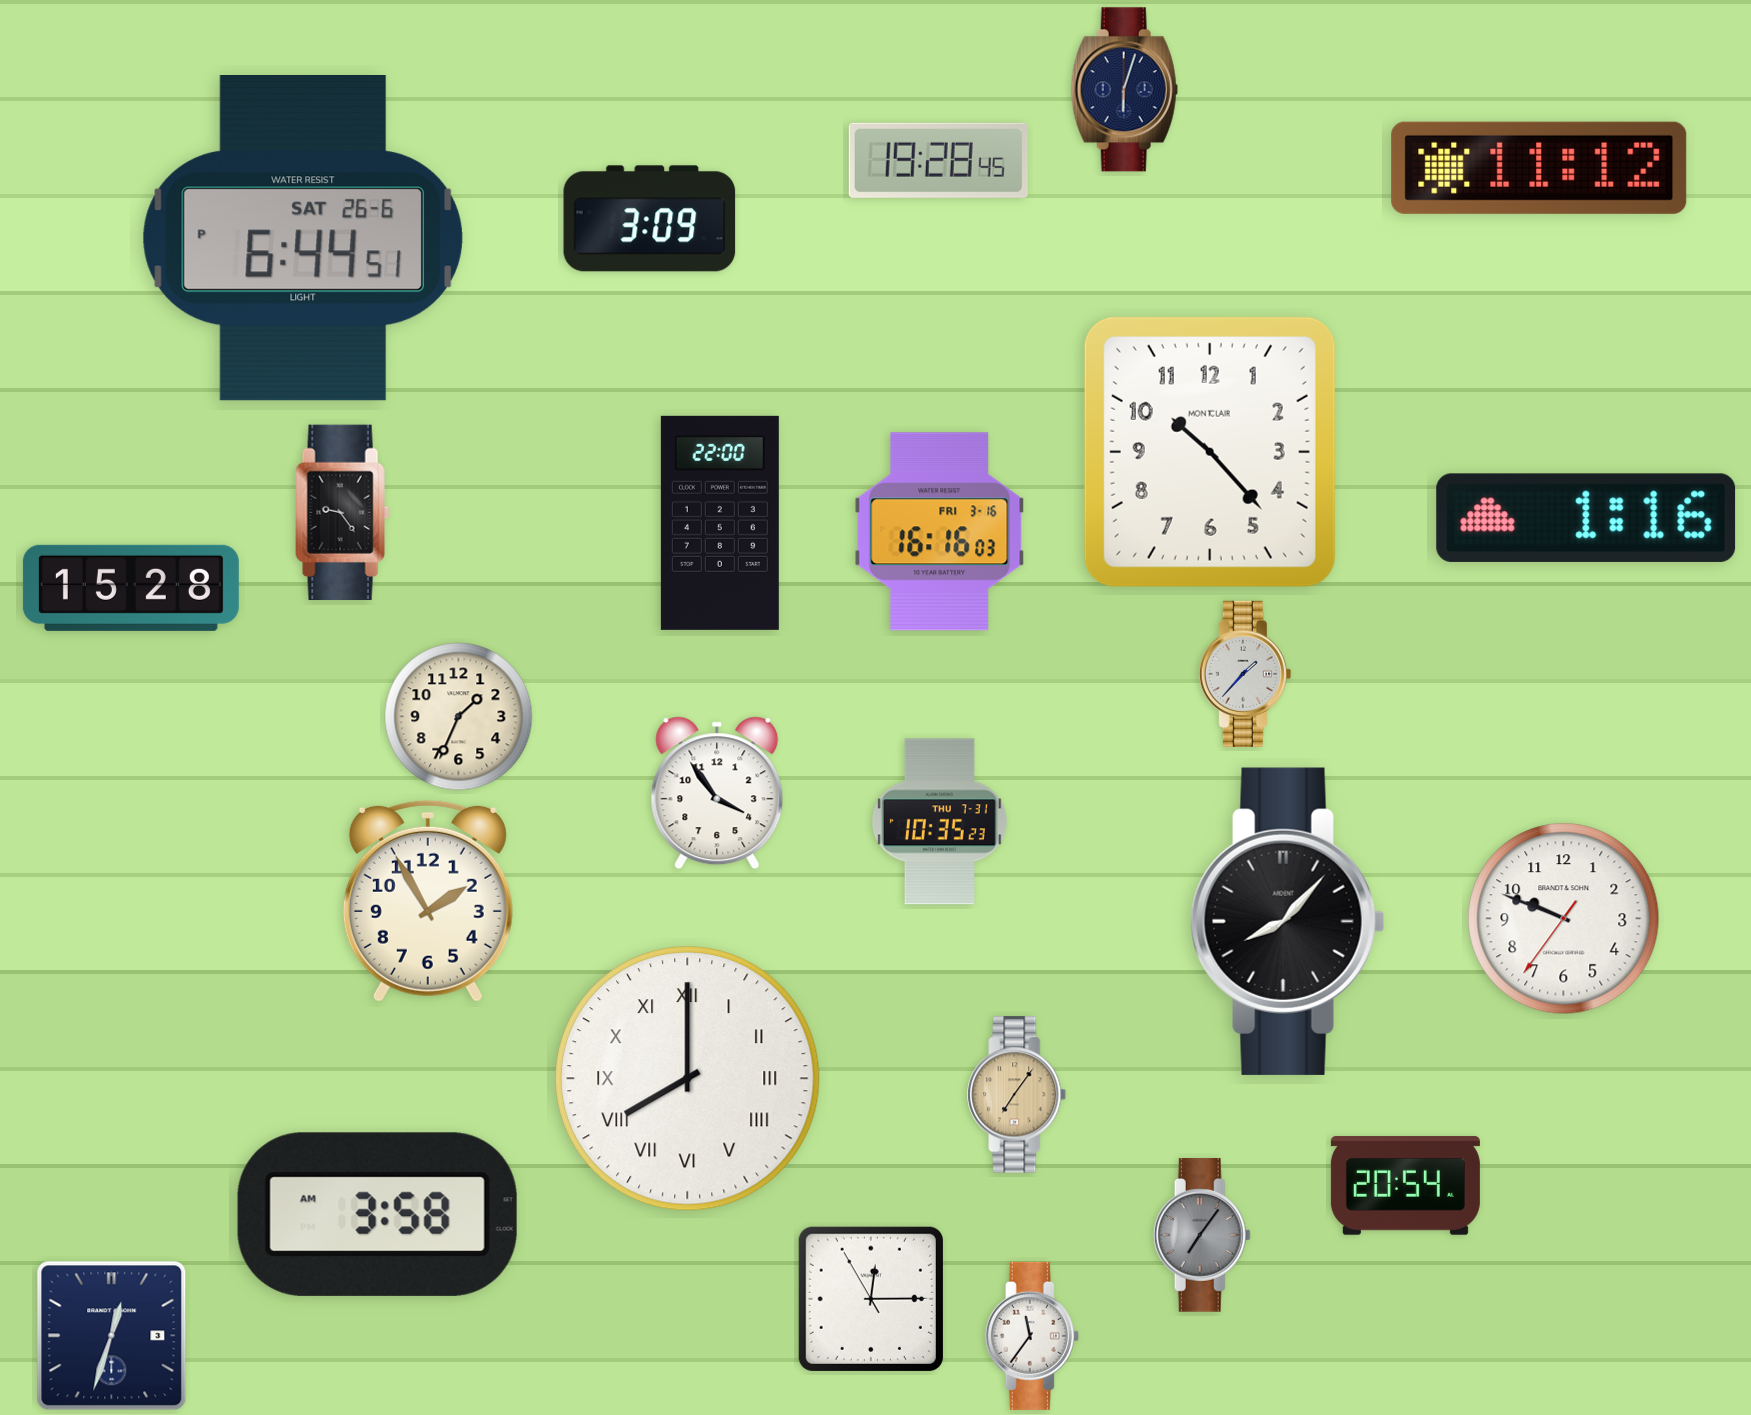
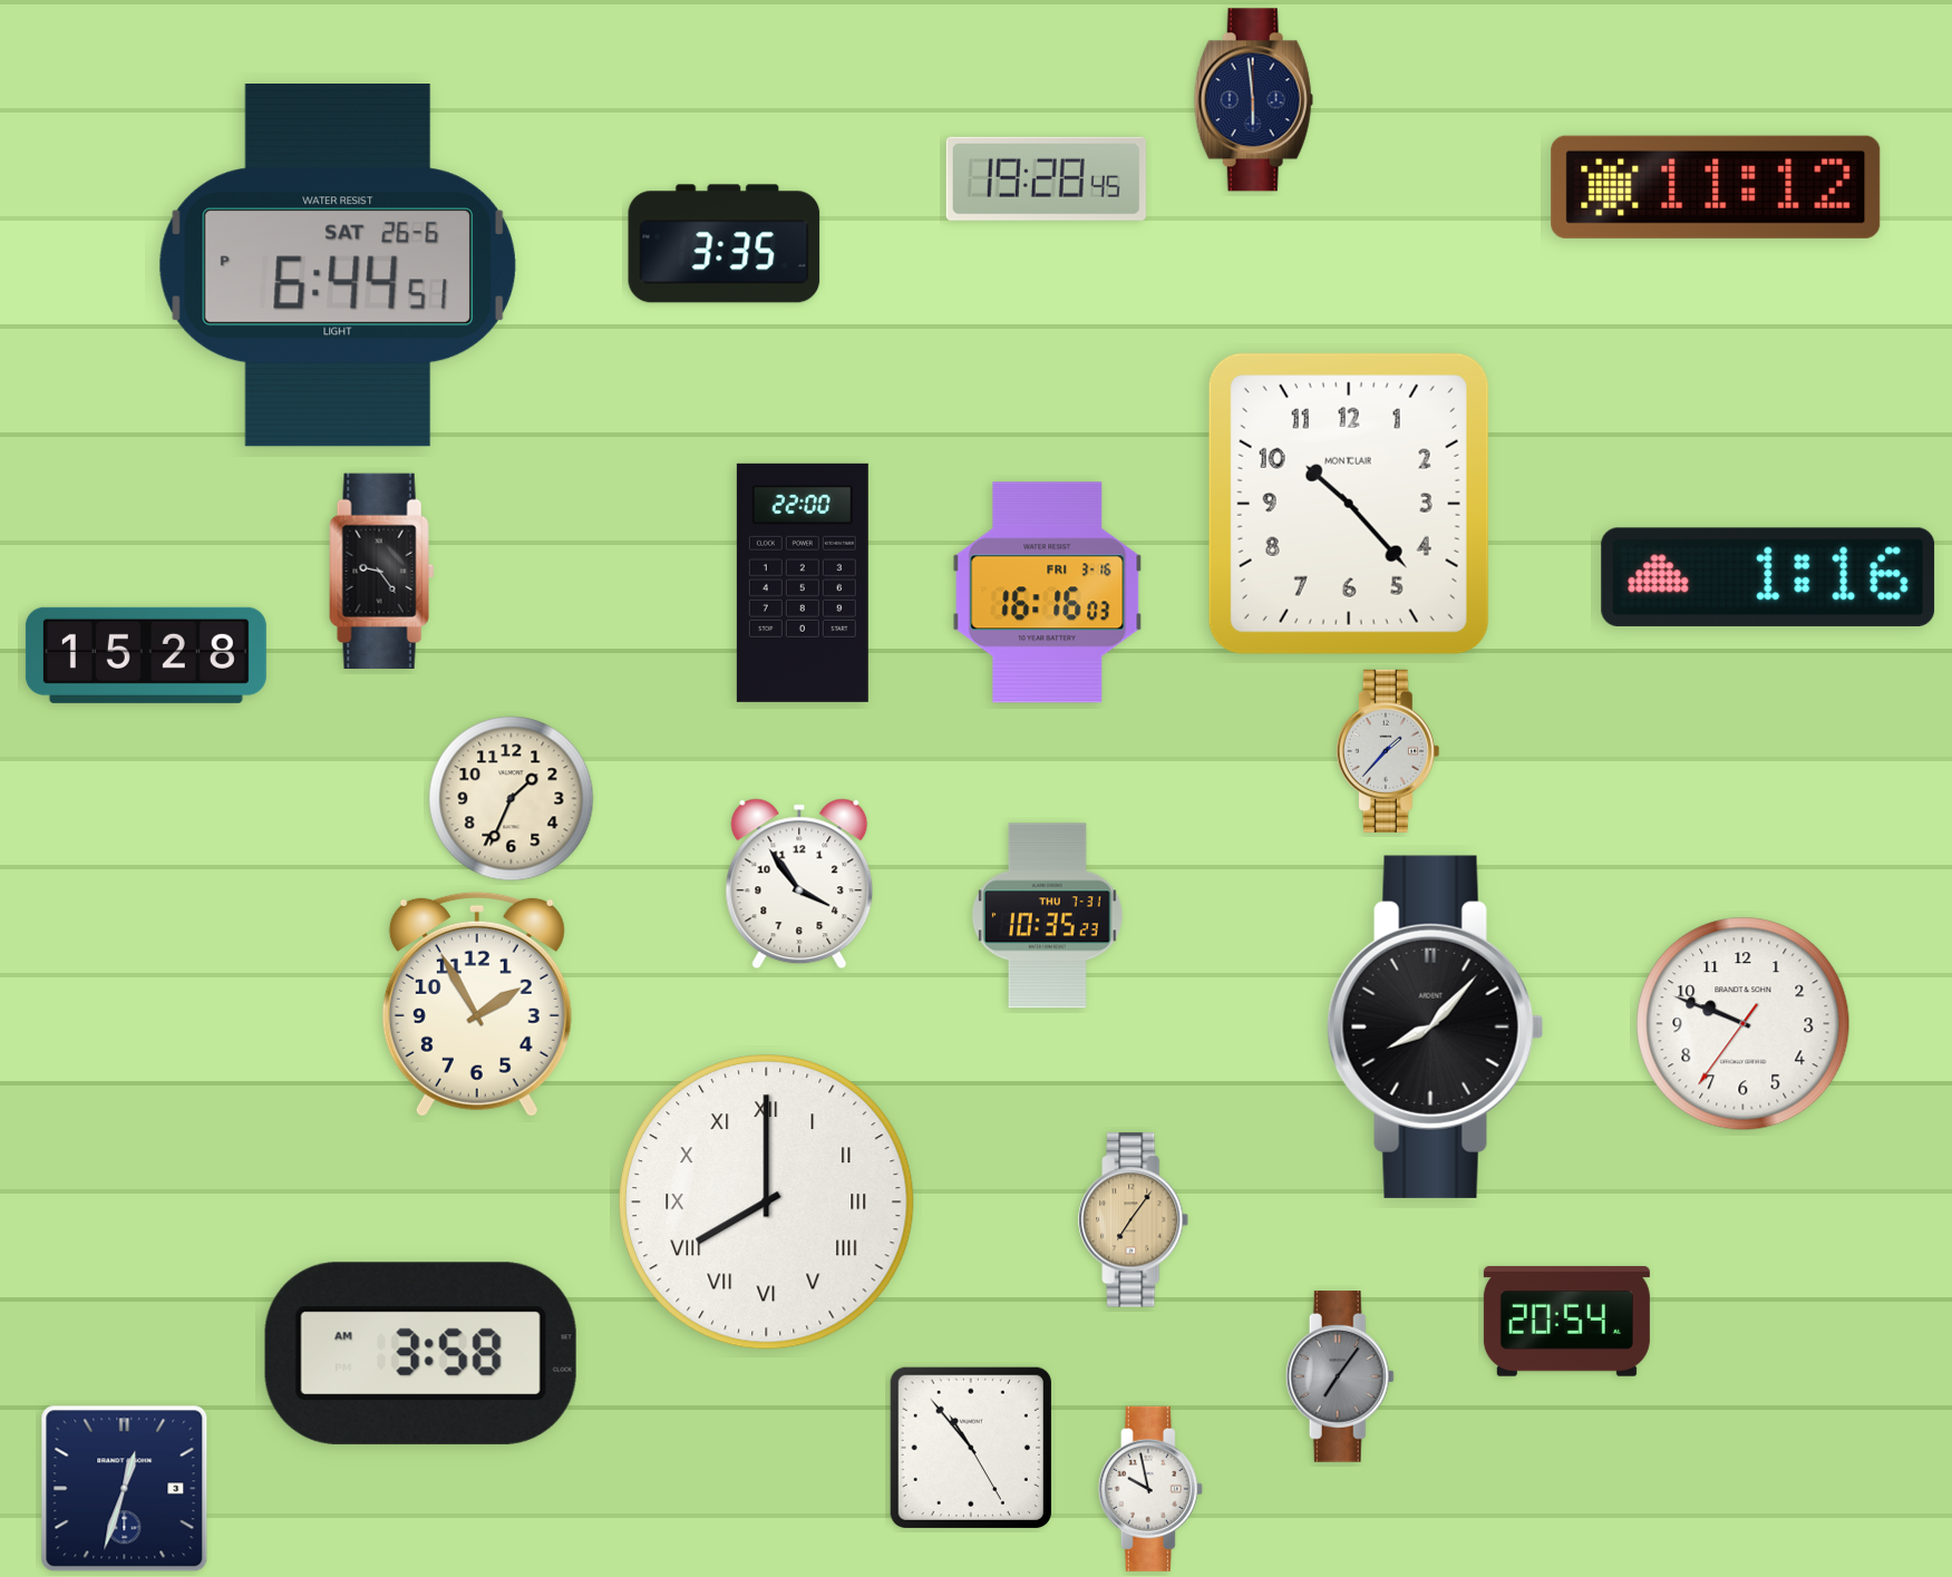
clock at (1124, 90): 6:03 -> 5:59
clock at (650, 219): 3:09 -> 3:35
clock at (871, 1299): 12:14 -> 10:53
clock at (1032, 1336): 11:36 -> 9:58
